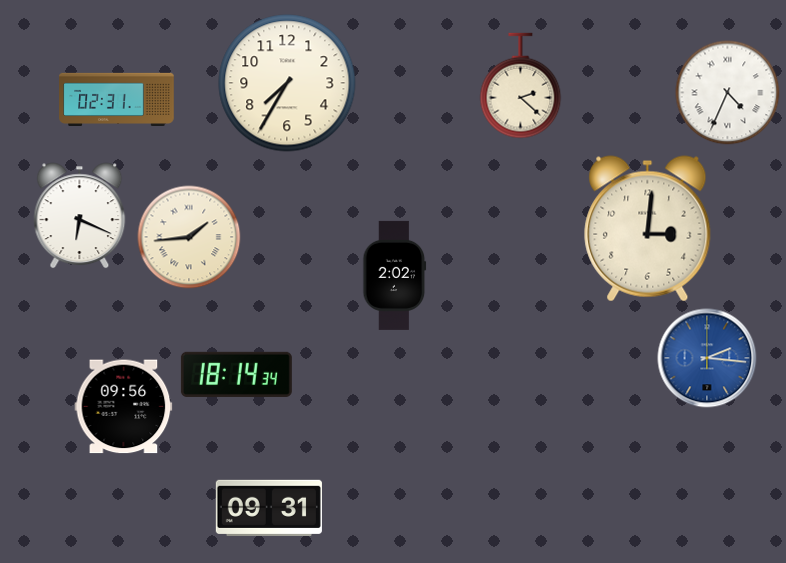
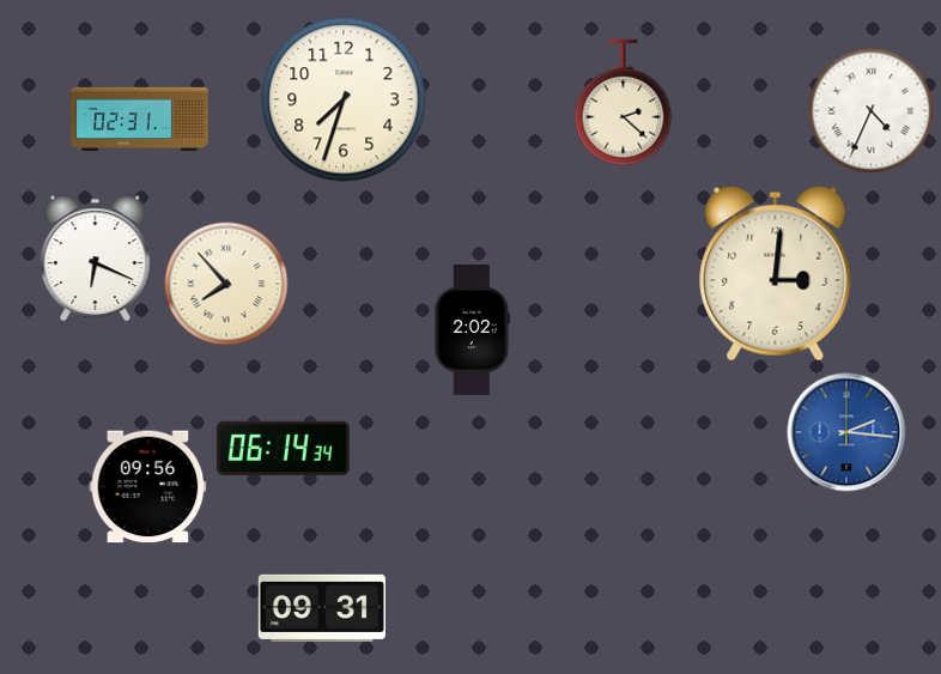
clock at (287, 83): 7:35 -> 7:33
clock at (189, 237): 1:44 -> 7:53
clock at (707, 358) position: (707, 358) -> (846, 432)
clock at (236, 374): 18:14 -> 06:14
